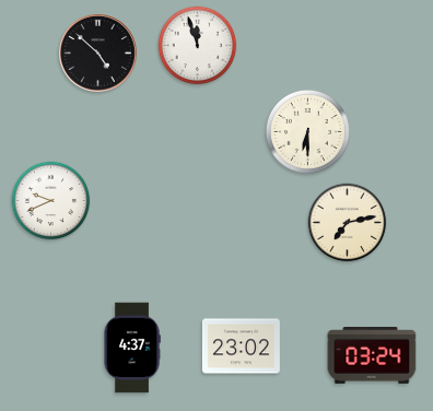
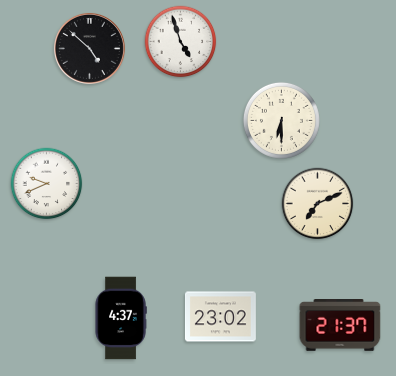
clock at (198, 46): 11:57 -> 4:57
clock at (348, 223): 7:13 -> 7:11
clock at (372, 356): 03:24 -> 21:37
